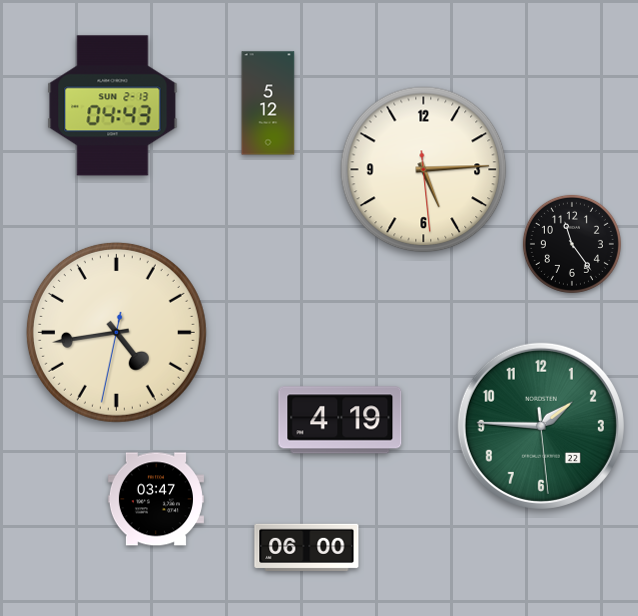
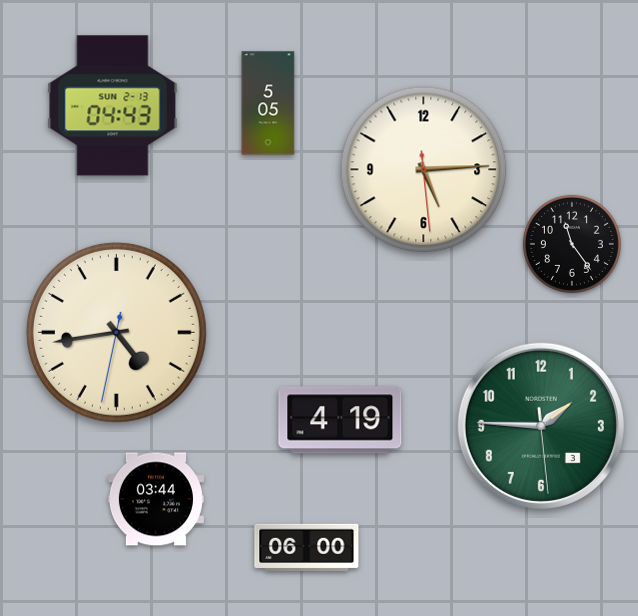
clock at (268, 103): 5:12 -> 5:05
clock at (541, 426) date: 22 -> 3
clock at (156, 499): 03:47 -> 03:44
